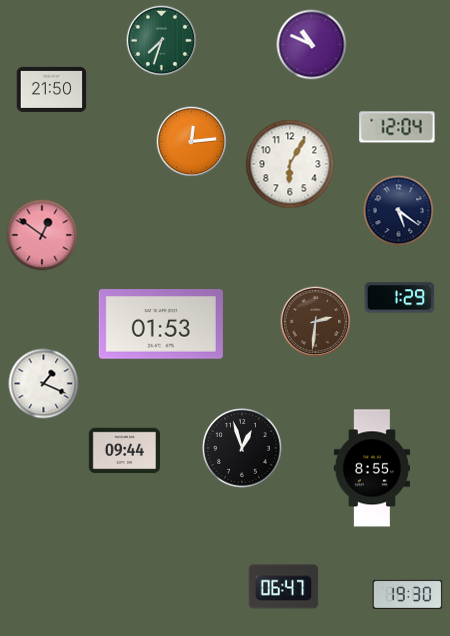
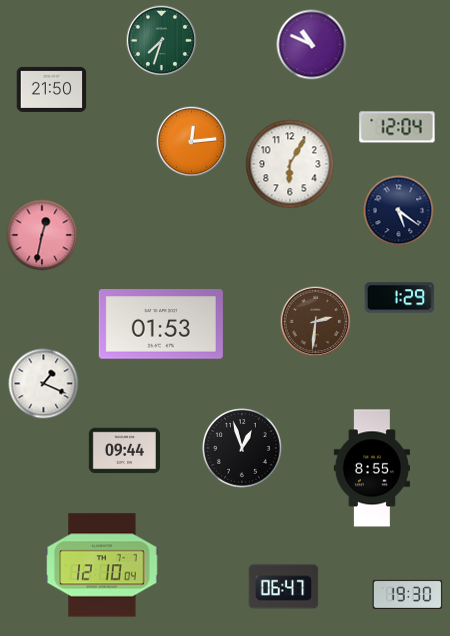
clock at (42, 235): 12:51 -> 12:32
clock at (102, 565): none -> 12:10
